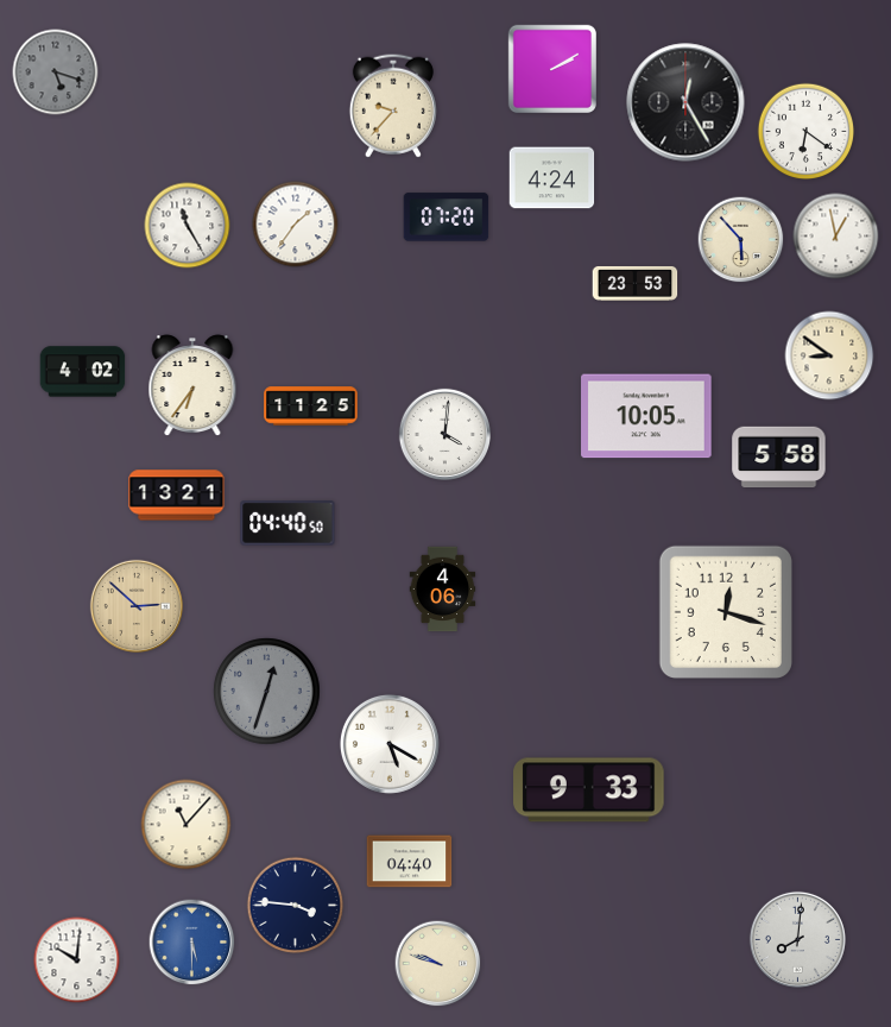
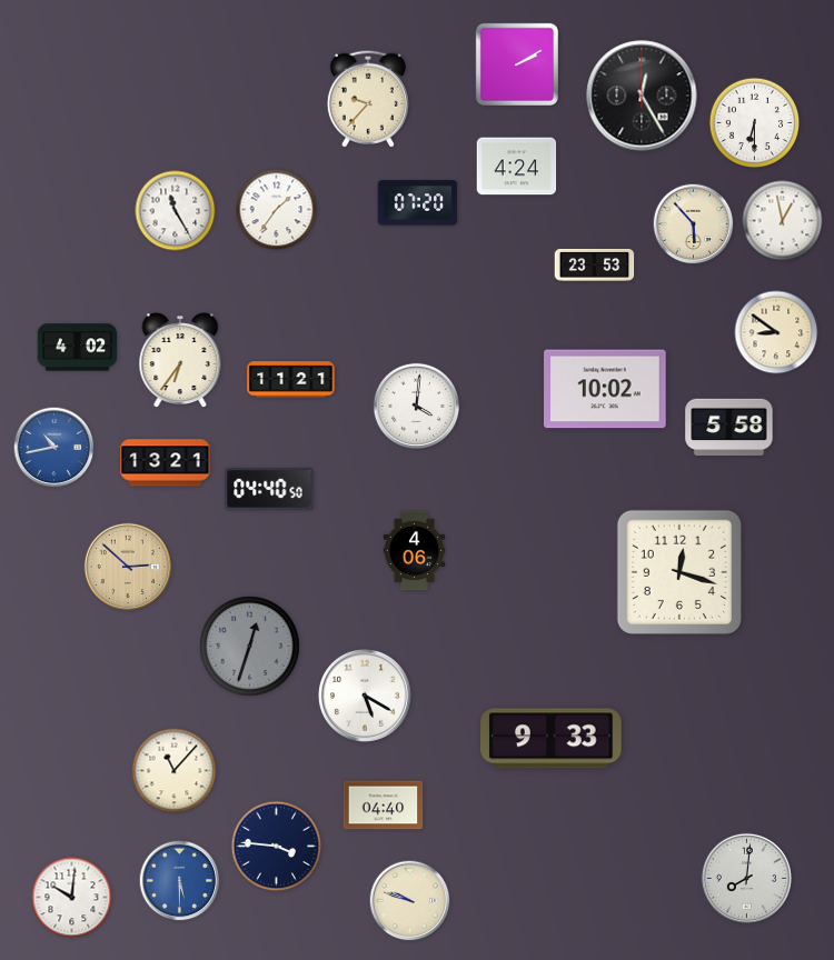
clock at (56, 73): 5:18 -> none
clock at (807, 132): 6:21 -> 6:30
clock at (311, 407): 11:25 -> 11:21
clock at (646, 416): 10:05 -> 10:02
clock at (54, 448): none -> 10:43
